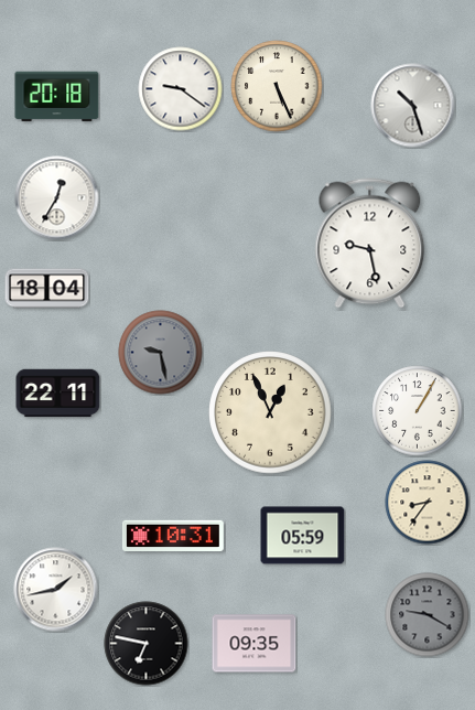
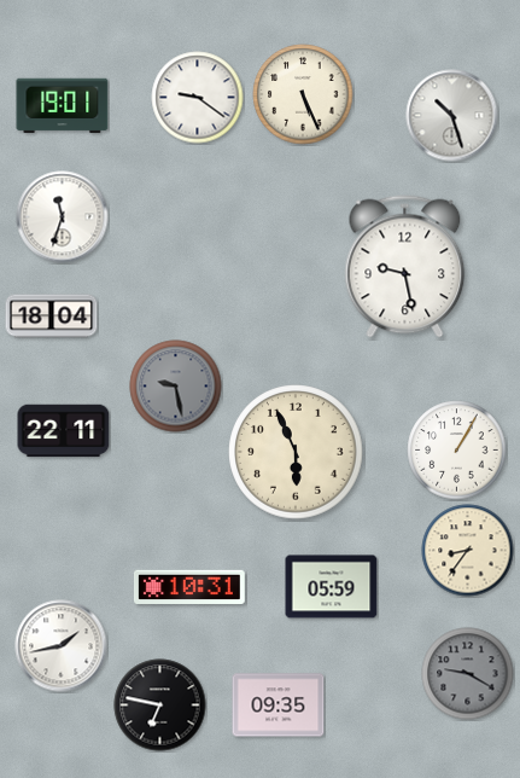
clock at (57, 97): 20:18 -> 19:01
clock at (57, 198): 12:35 -> 11:33
clock at (270, 412): 12:56 -> 5:56
